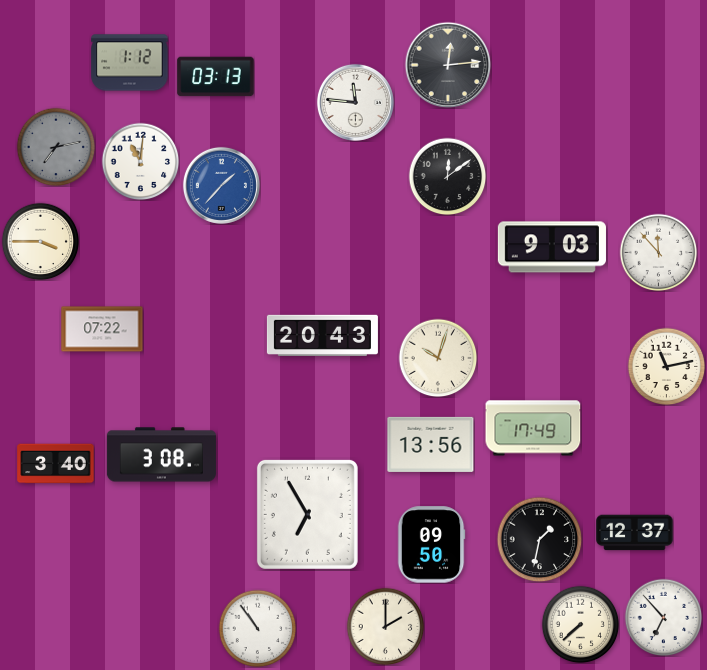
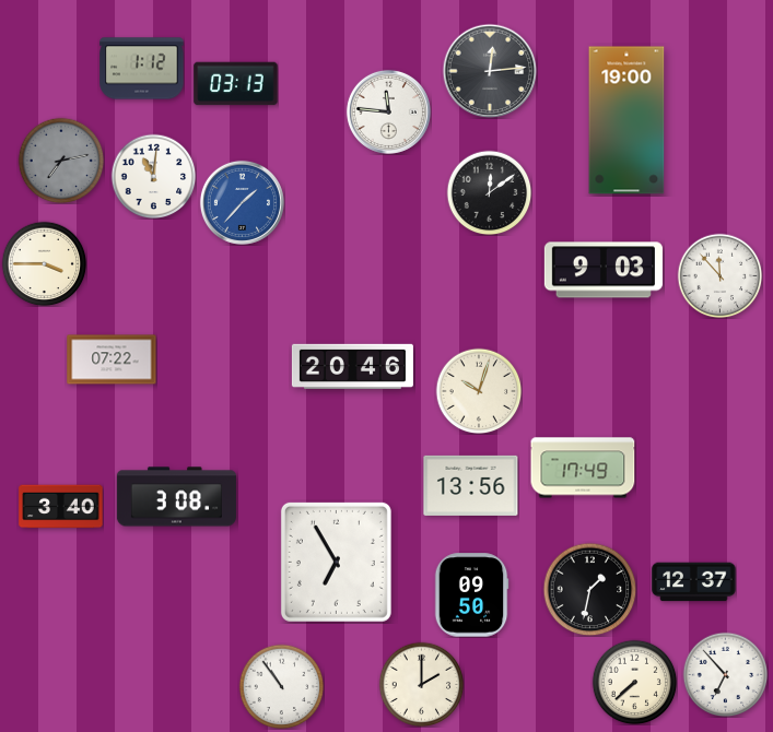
clock at (626, 120): none -> 19:00
clock at (322, 335): 20:43 -> 20:46
clock at (666, 366): 11:13 -> none
